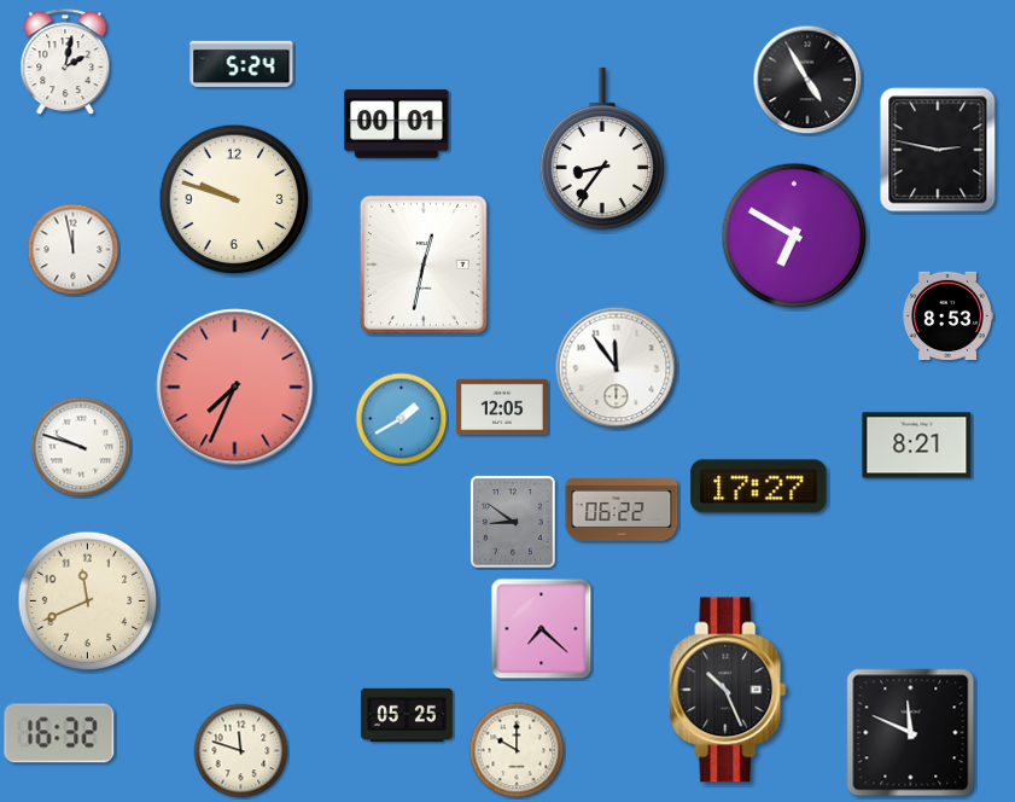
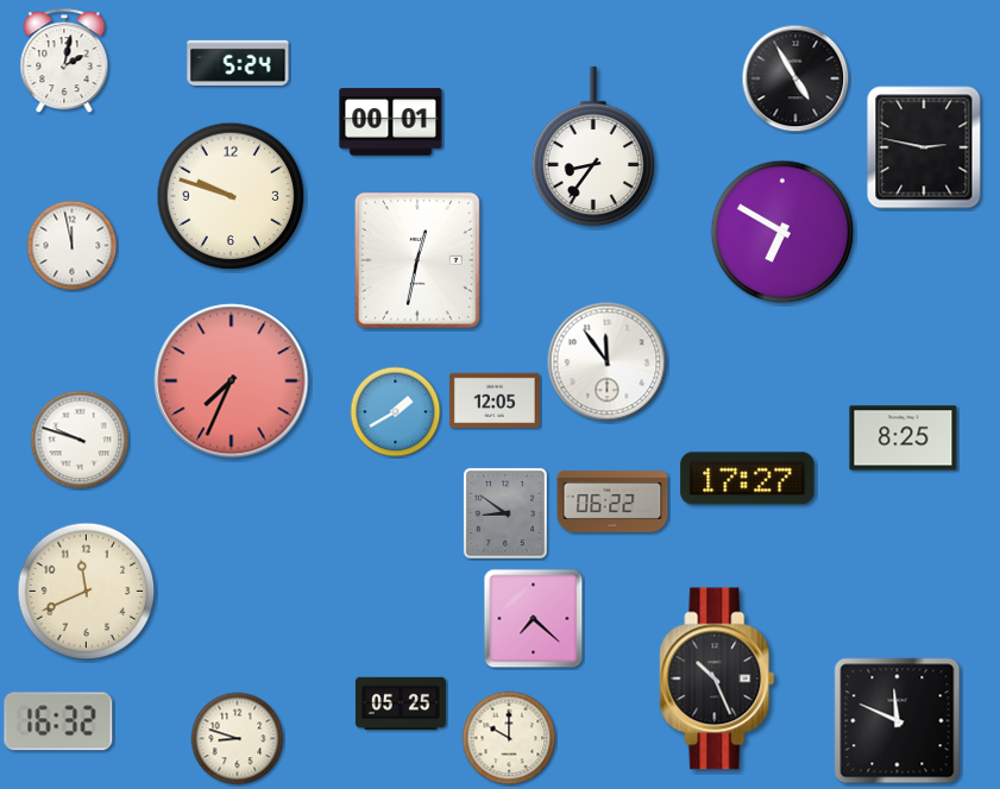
clock at (947, 315): 8:53 -> none
clock at (917, 446): 8:21 -> 8:25
clock at (241, 751): 11:48 -> 8:48
